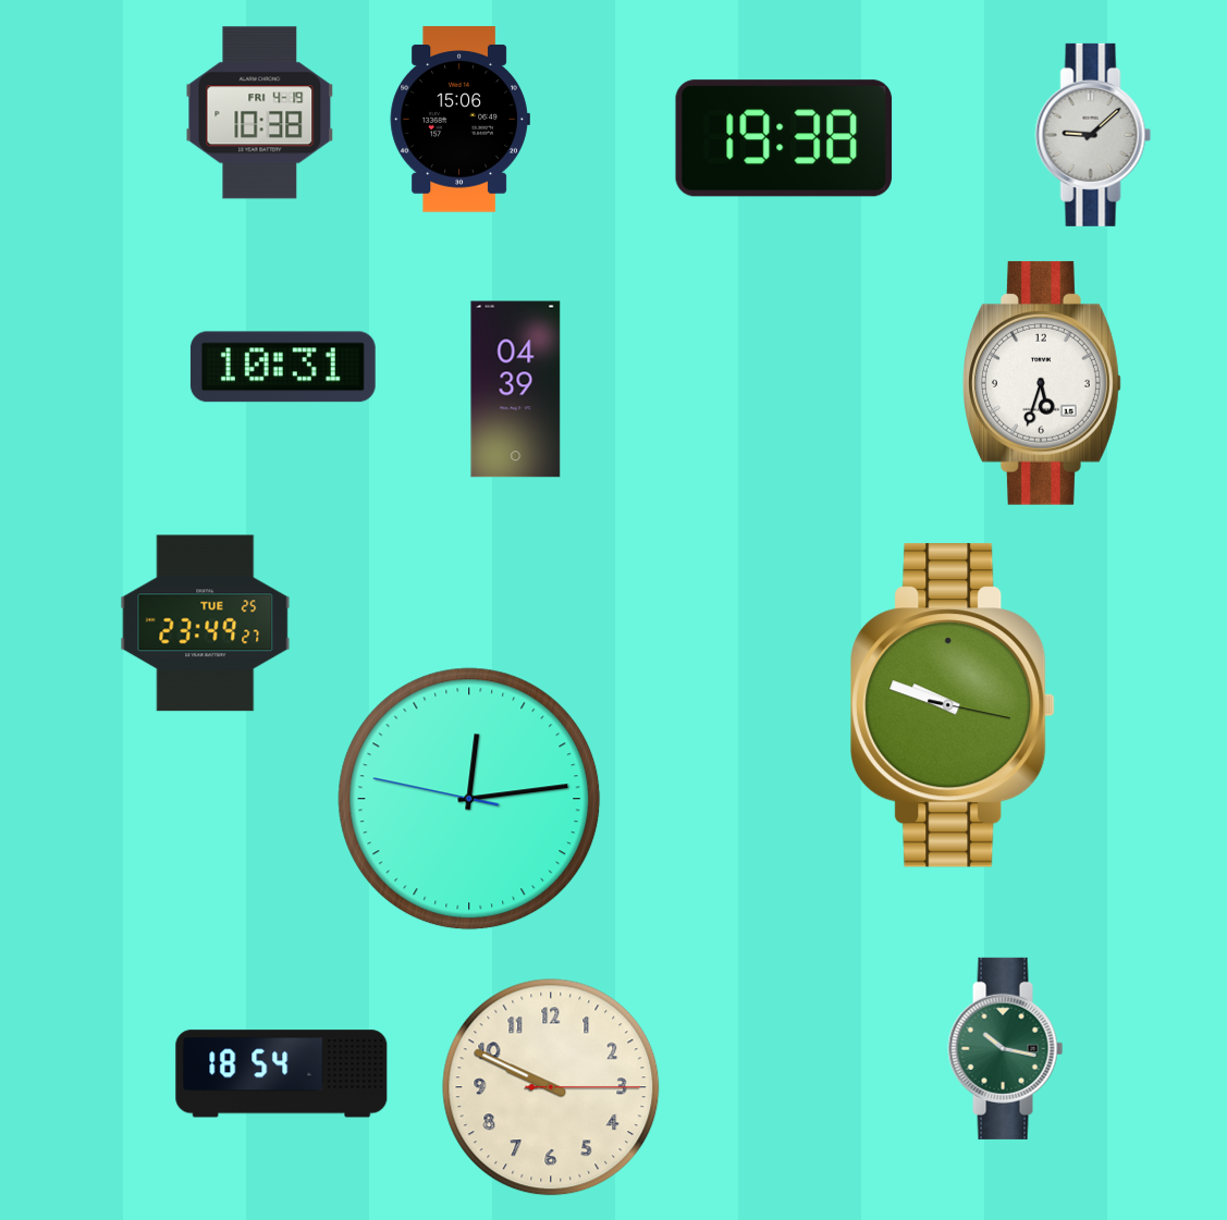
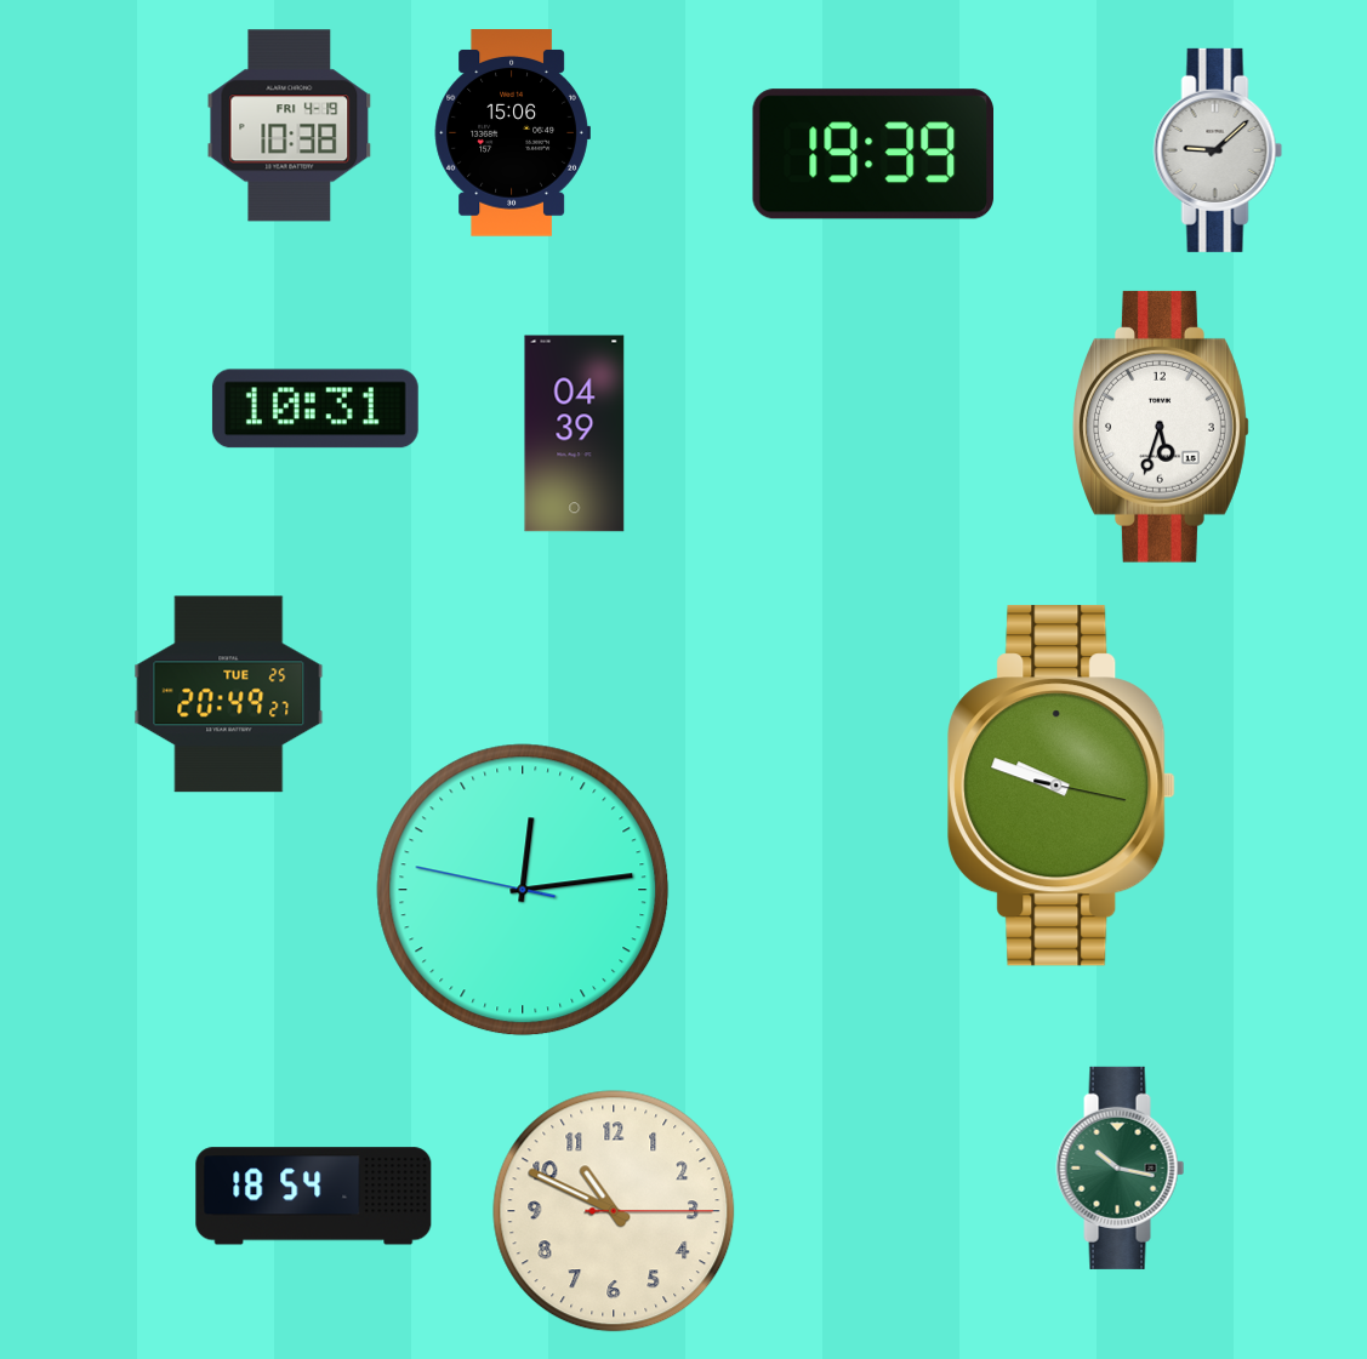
clock at (783, 138): 19:38 -> 19:39
clock at (206, 624): 23:49 -> 20:49
clock at (551, 1087): 9:49 -> 10:49
